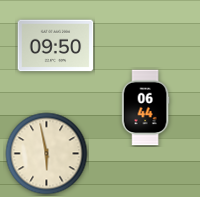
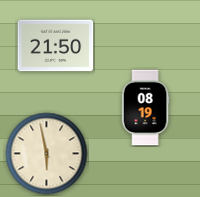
clock at (56, 46): 09:50 -> 21:50
clock at (145, 108): 06:44 -> 08:19
